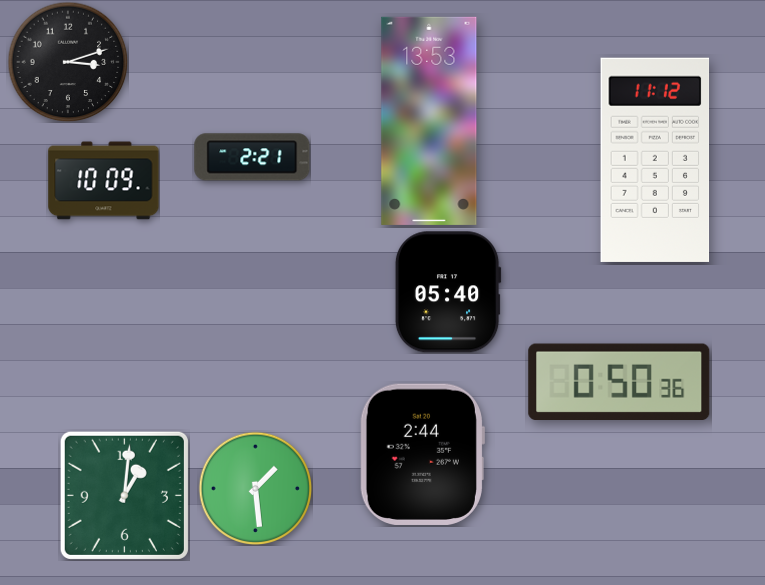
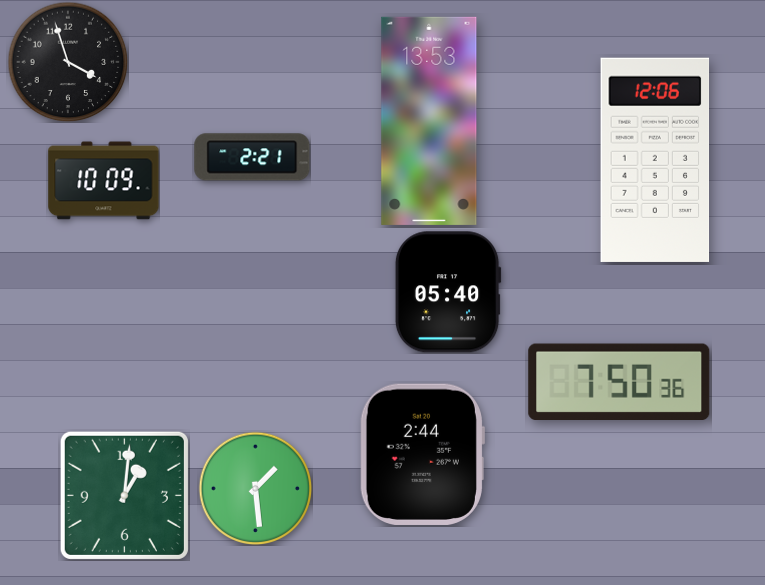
clock at (68, 62): 3:12 -> 3:57
clock at (655, 160): 11:12 -> 12:06
clock at (619, 381): 0:50 -> 7:50
